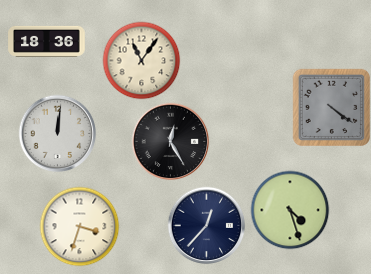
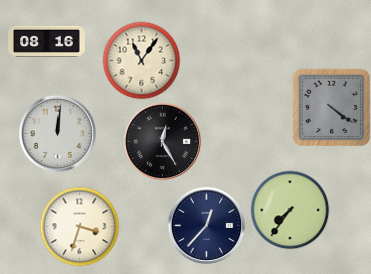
clock at (47, 41): 18:36 -> 08:16
clock at (170, 141) position: (170, 141) -> (162, 141)
clock at (290, 210): 4:27 -> 7:36
